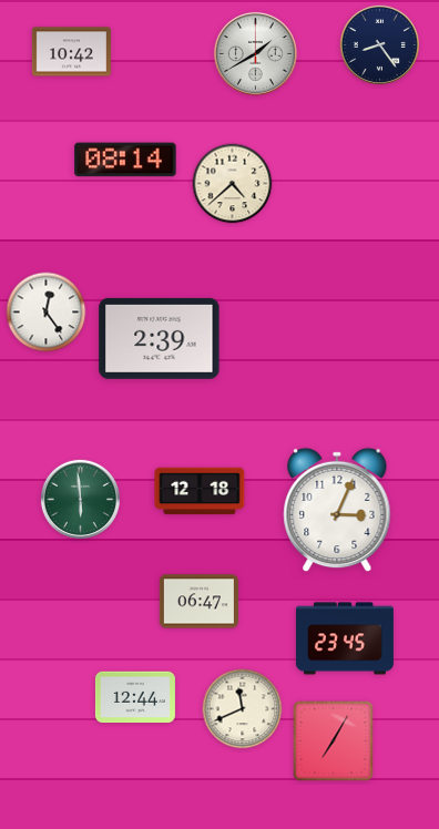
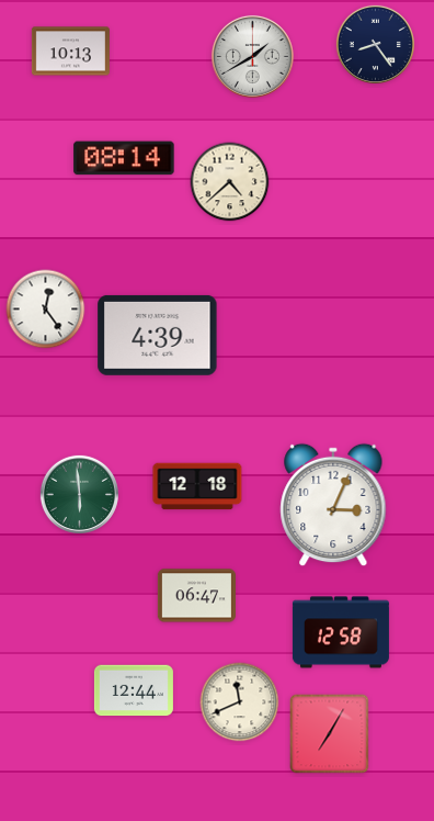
clock at (71, 52): 10:42 -> 10:13
clock at (255, 53) position: (255, 53) -> (252, 56)
clock at (160, 338): 2:39 -> 4:39
clock at (345, 638): 23:45 -> 12:58
